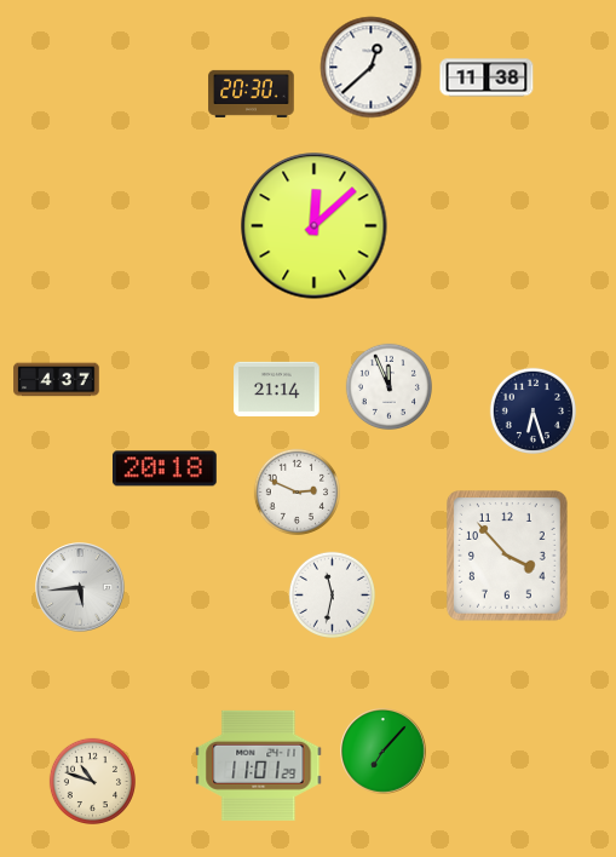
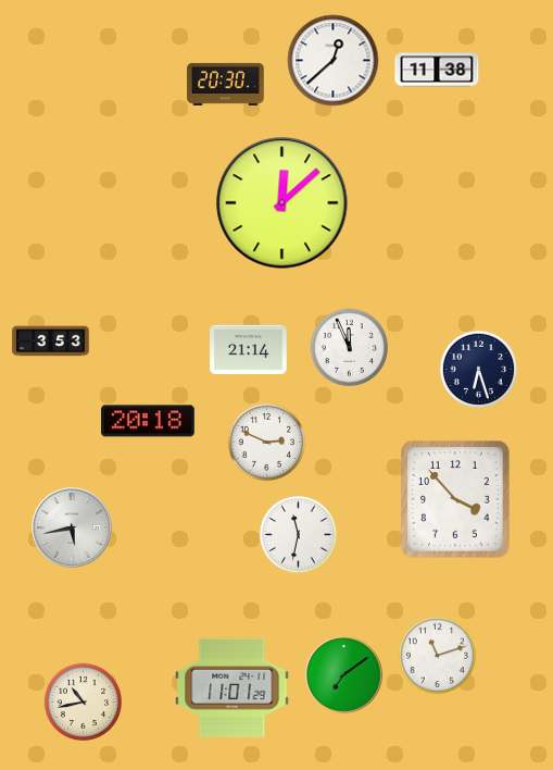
clock at (57, 380): 4:37 -> 3:53
clock at (80, 587): 5:44 -> 5:43
clock at (437, 655): none -> 11:12
clock at (384, 752): 7:07 -> 7:09
clock at (92, 781): 10:48 -> 10:43
